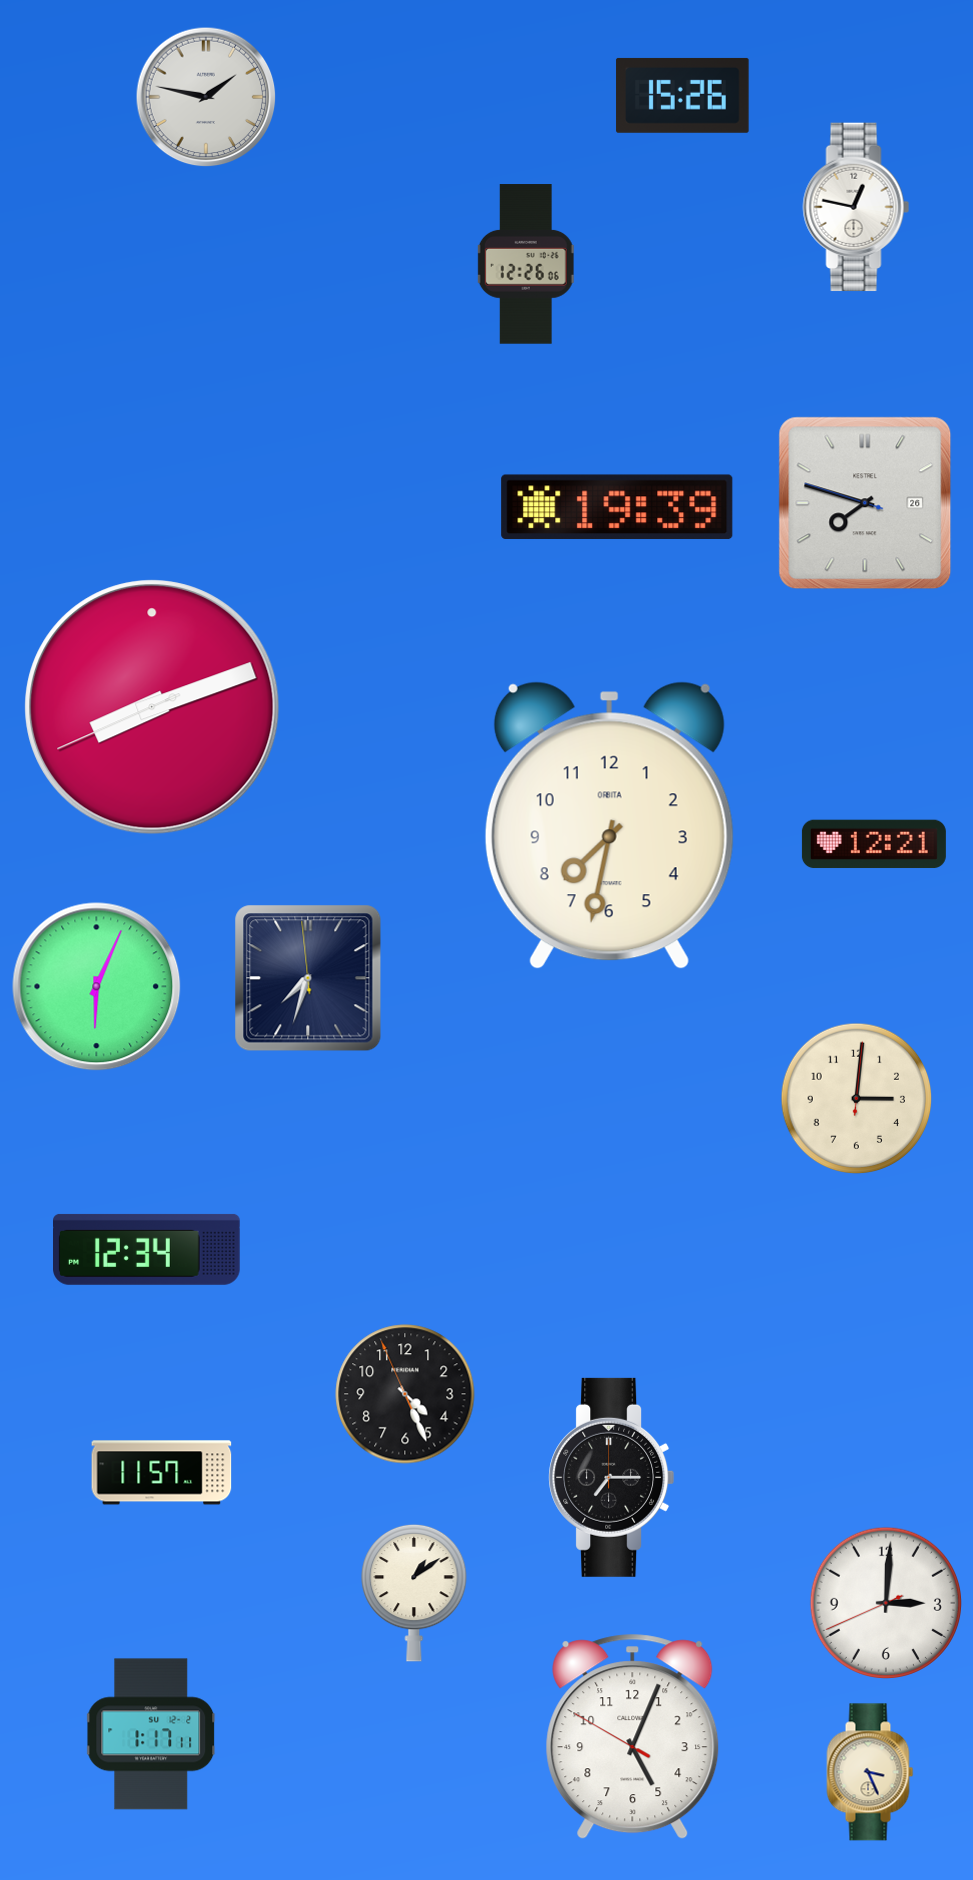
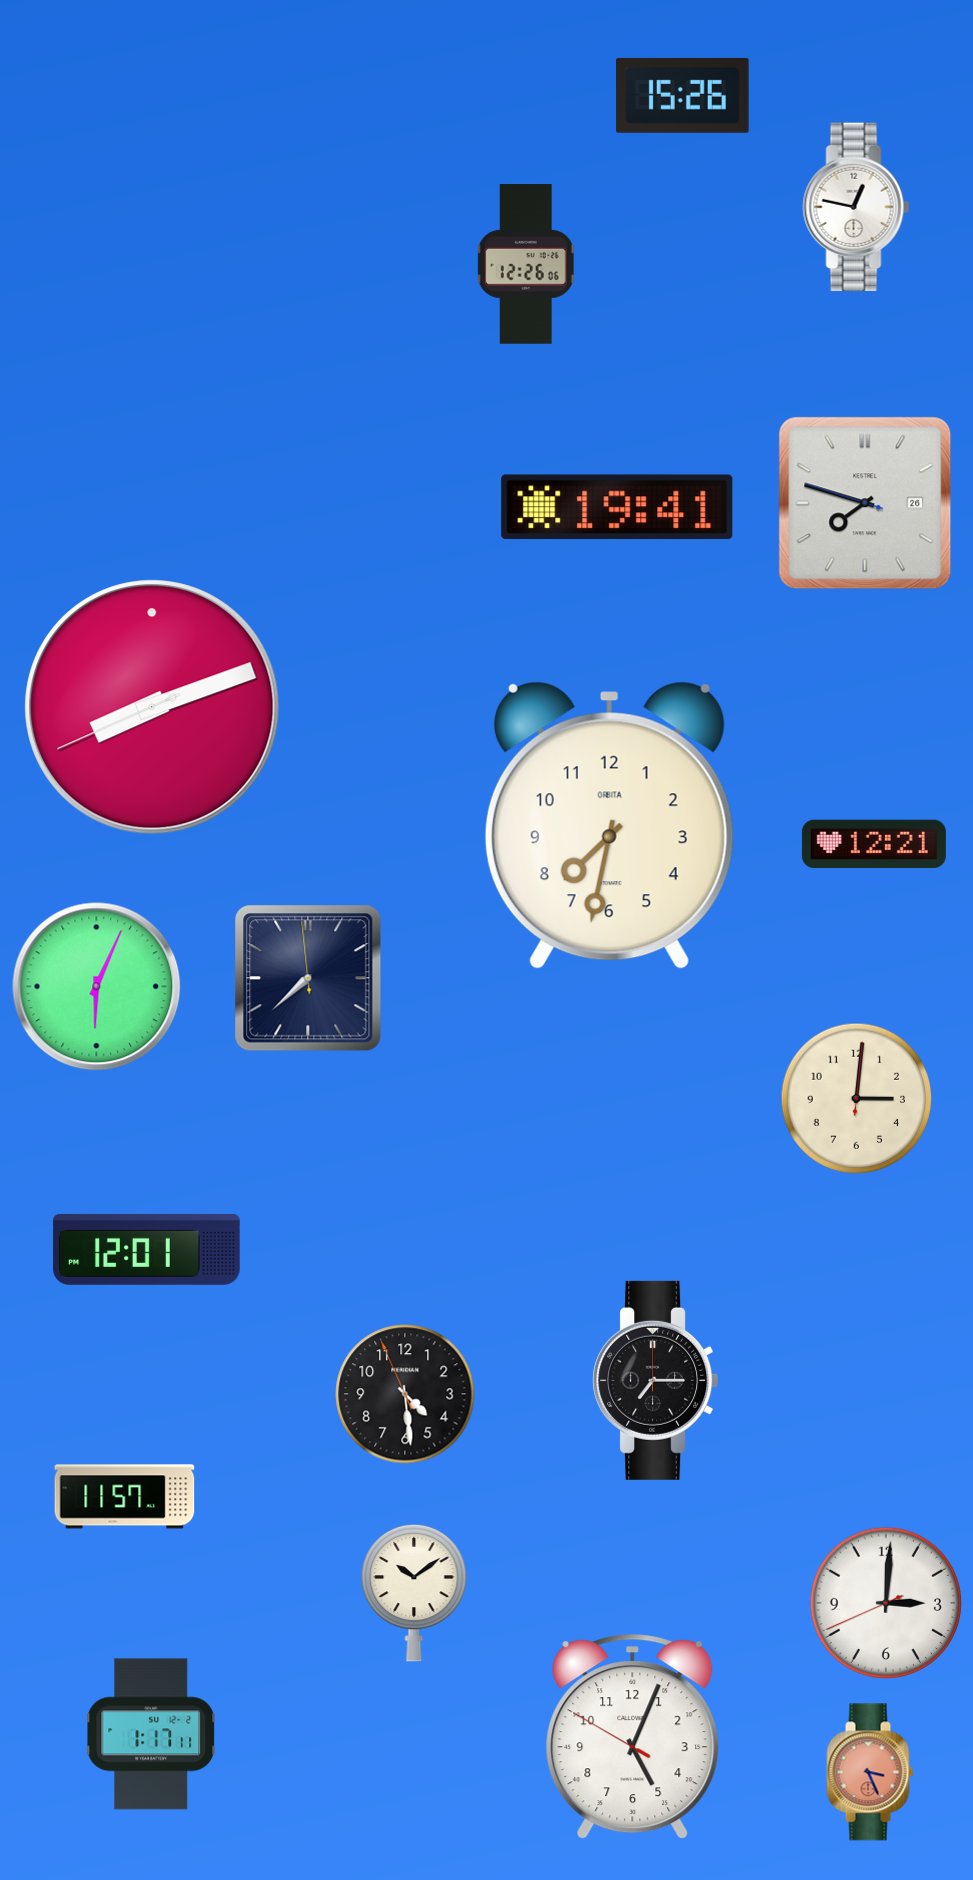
clock at (206, 97): 1:47 -> none
clock at (617, 507): 19:39 -> 19:41
clock at (308, 978): 7:32 -> 7:37
clock at (147, 1249): 12:34 -> 12:01
clock at (405, 1394): 4:25 -> 4:28
clock at (162, 1473) position: (162, 1473) -> (125, 1497)
clock at (612, 1477) position: (612, 1477) -> (656, 1380)
clock at (414, 1593): 1:09 -> 10:09
clock at (870, 1772) dial: cream -> salmon
